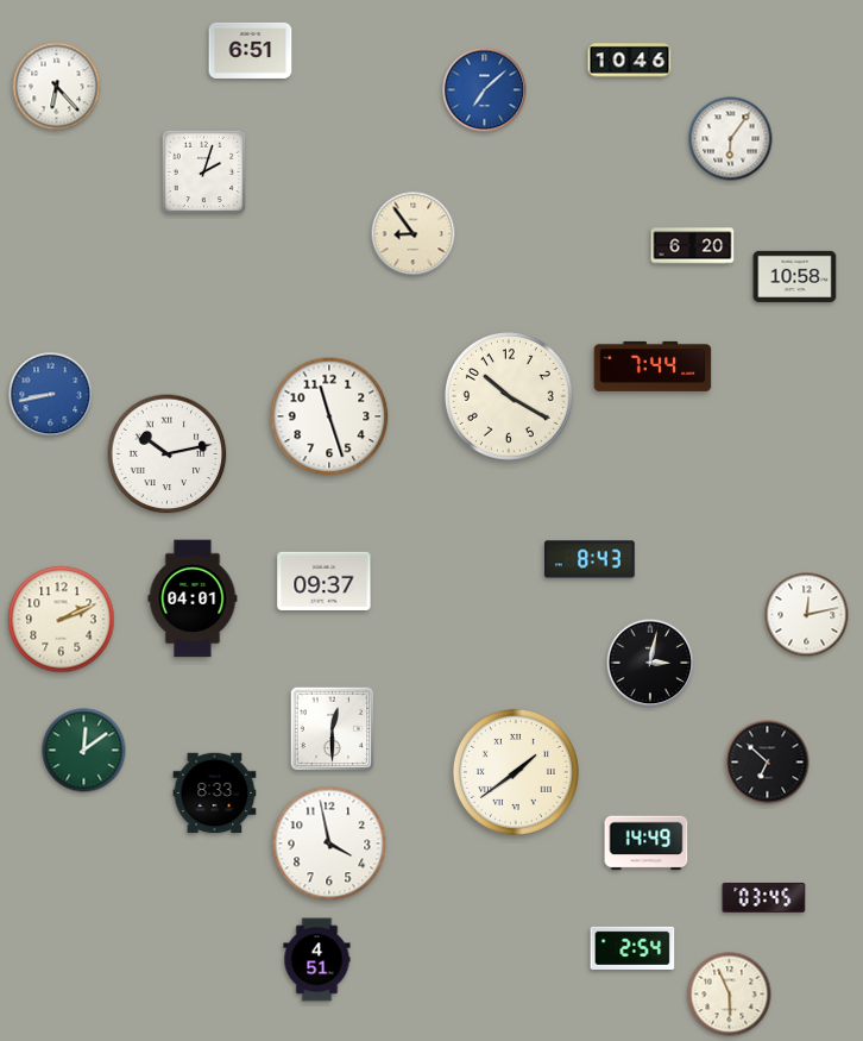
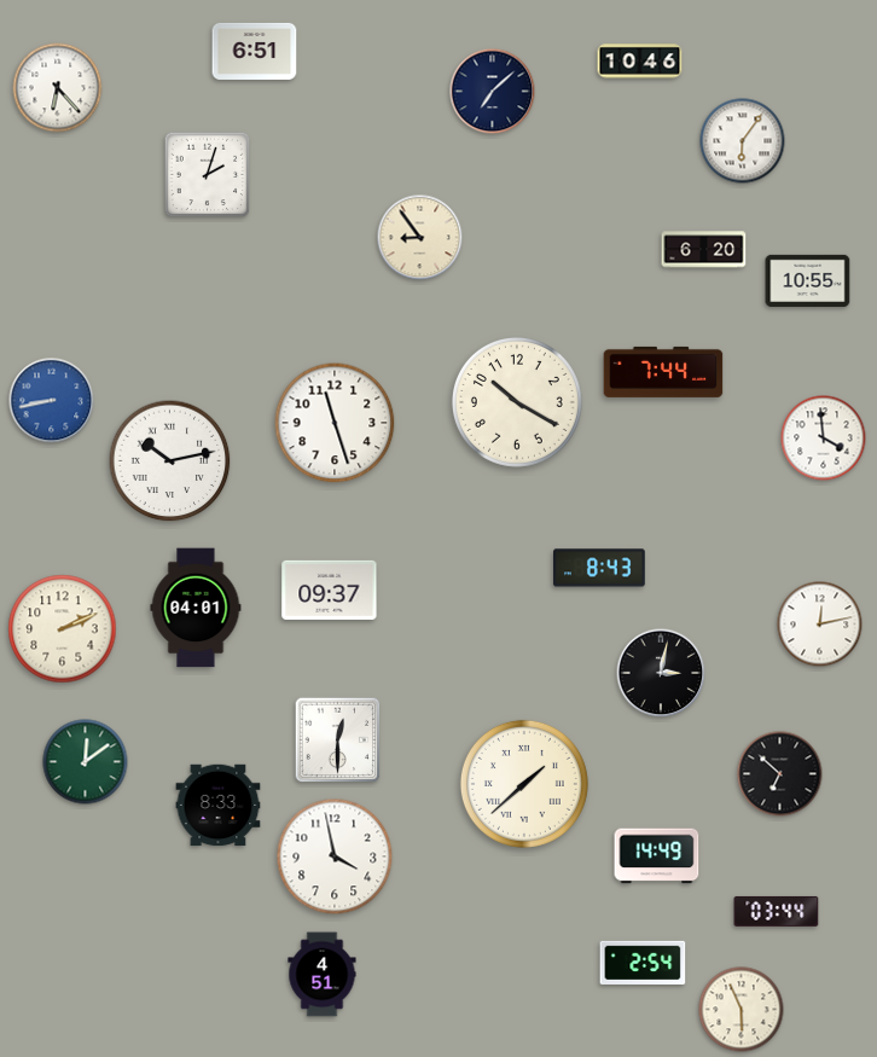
clock at (485, 90) dial: blue -> navy
clock at (795, 276): 10:58 -> 10:55
clock at (824, 439): none -> 3:59
clock at (516, 772): 1:39 -> 1:38
clock at (764, 897): 03:45 -> 03:44
